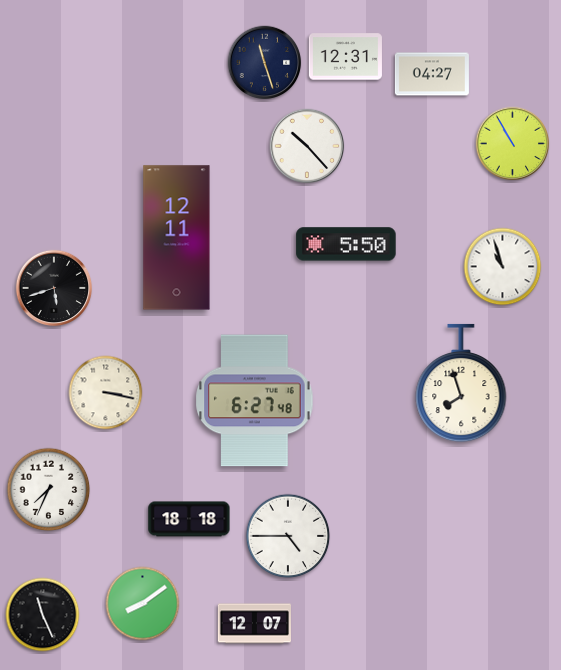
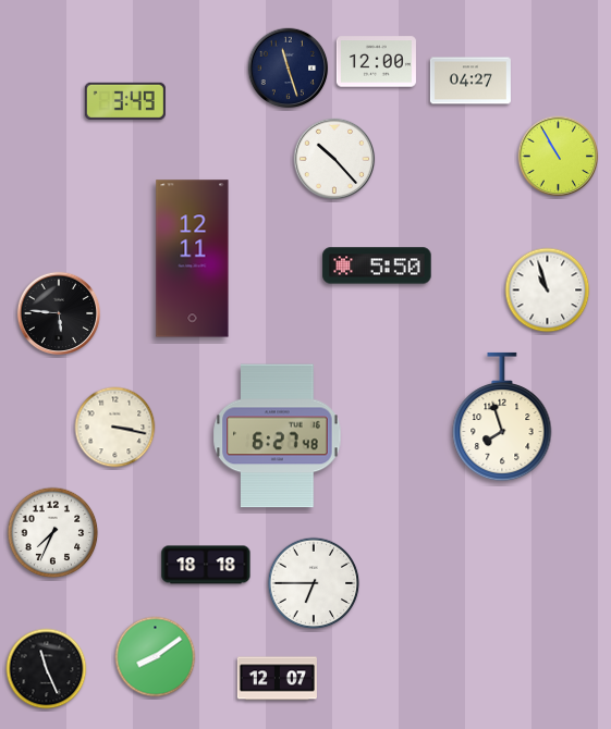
clock at (345, 57): 12:31 -> 12:00
clock at (125, 101): none -> 3:49
clock at (54, 288): 5:42 -> 5:46
clock at (288, 536): 4:45 -> 6:45
